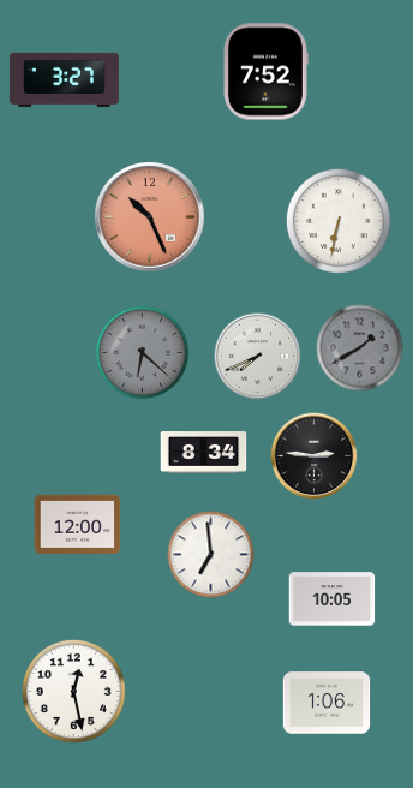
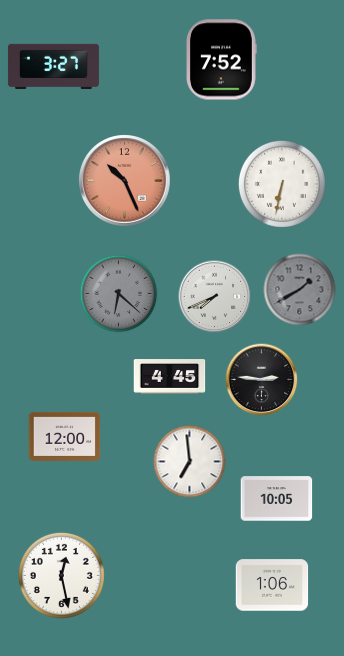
clock at (204, 453): 8:34 -> 4:45
clock at (211, 555) position: (211, 555) -> (190, 462)
